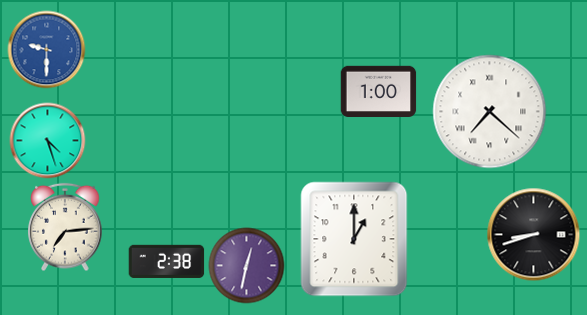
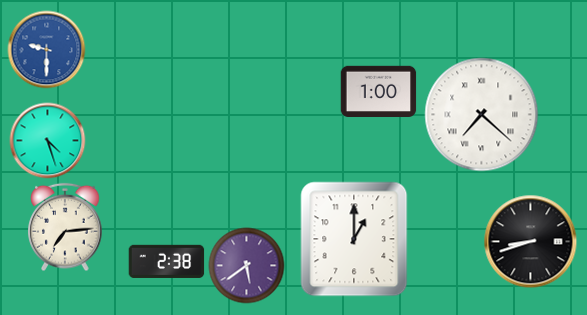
clock at (490, 112) position: (490, 112) -> (482, 115)
clock at (534, 235) position: (534, 235) -> (531, 242)
clock at (247, 266): 12:32 -> 5:39
